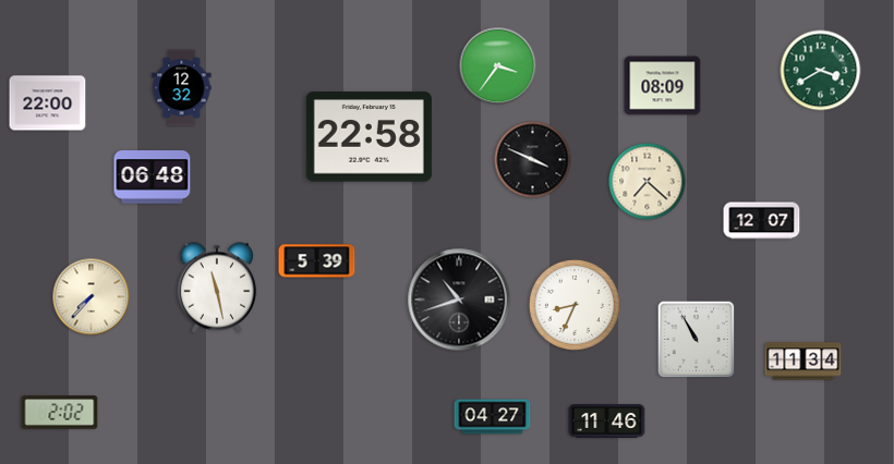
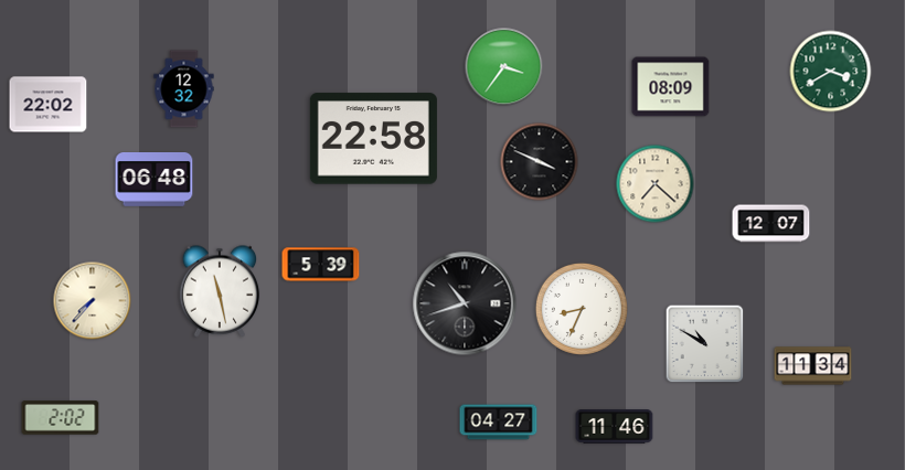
clock at (48, 103): 22:00 -> 22:02
clock at (697, 340): 10:55 -> 10:50
